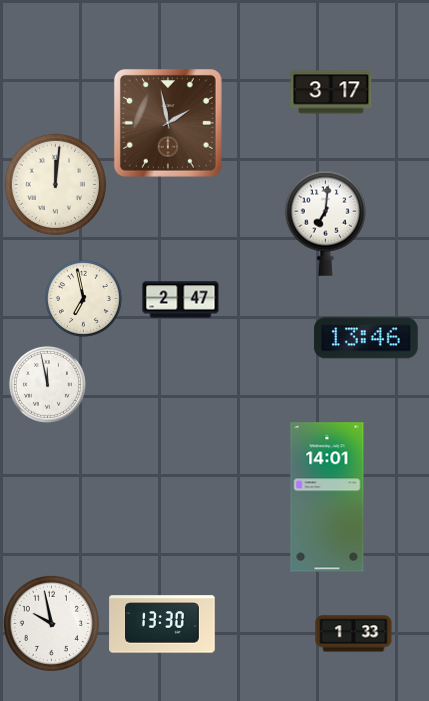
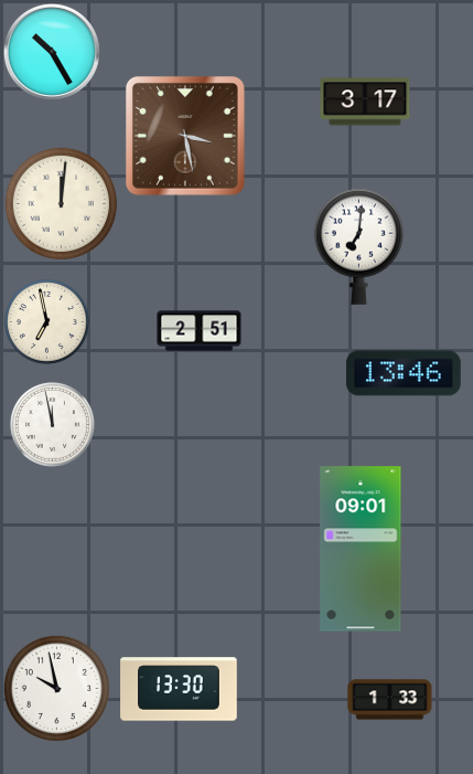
clock at (52, 52): none -> 10:25
clock at (168, 123): 1:58 -> 3:28
clock at (83, 298) position: (83, 298) -> (46, 321)
clock at (181, 300): 2:47 -> 2:51
clock at (327, 497): 14:01 -> 09:01
